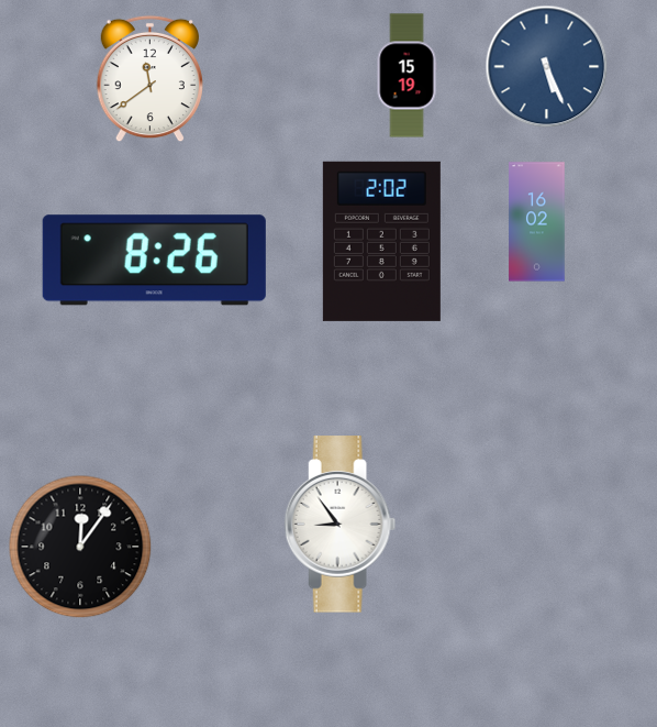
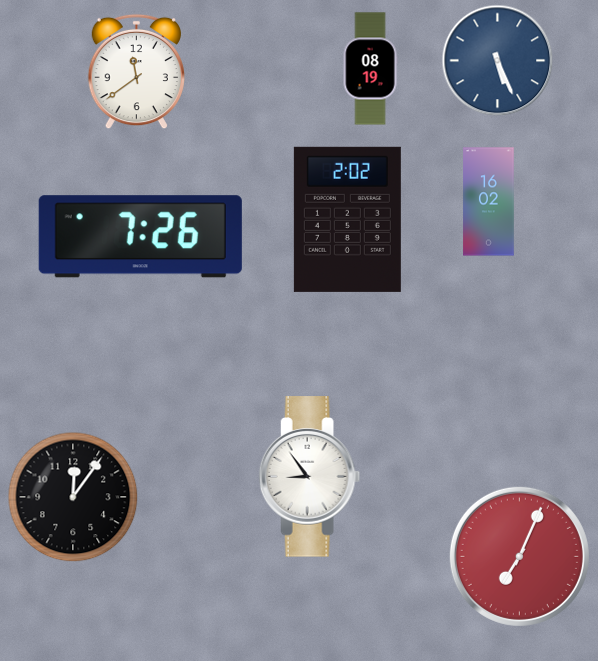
clock at (407, 76): 15:19 -> 08:19
clock at (154, 261): 8:26 -> 7:26
clock at (519, 556): none -> 7:04
